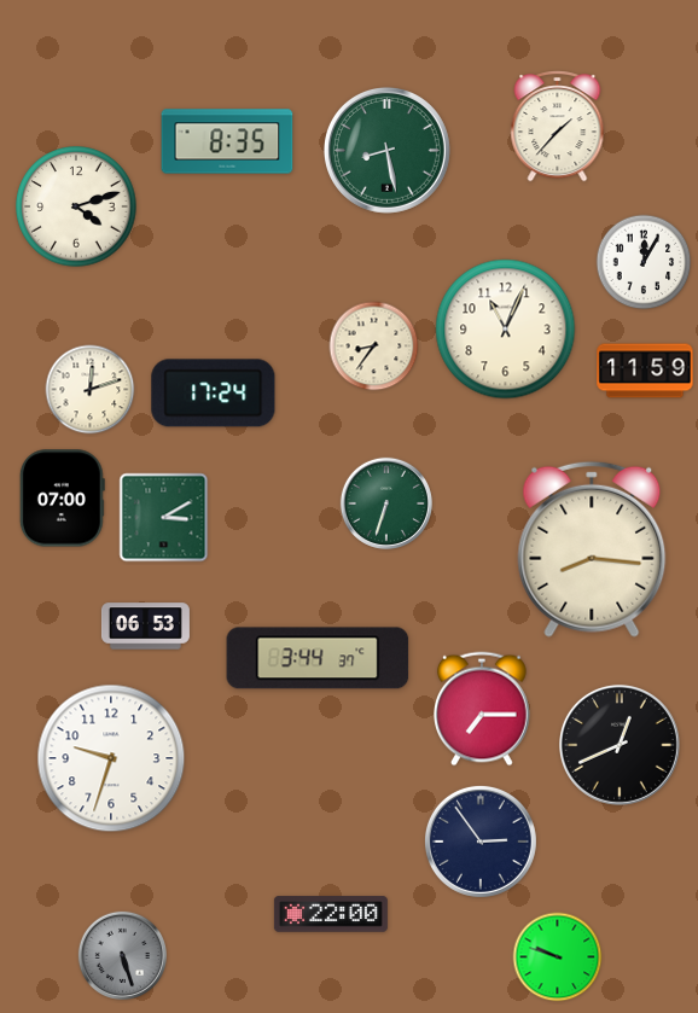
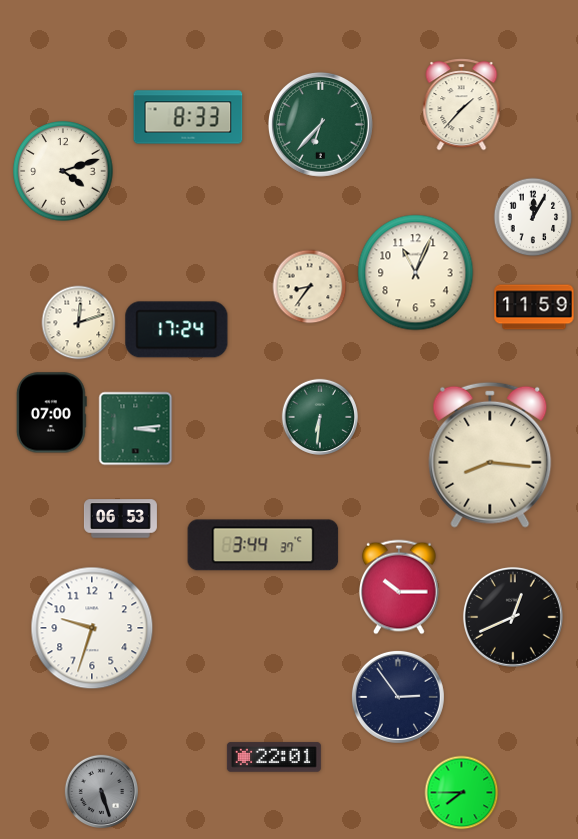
clock at (227, 141): 8:35 -> 8:33
clock at (386, 150): 8:28 -> 6:37
clock at (506, 330) position: (506, 330) -> (416, 273)
clock at (91, 390) position: (91, 390) -> (79, 323)
clock at (214, 394) position: (214, 394) -> (177, 330)
clock at (386, 503): 6:33 -> 6:31
clock at (164, 518): 3:10 -> 3:14
clock at (483, 709): 7:15 -> 10:15
clock at (331, 914): 22:00 -> 22:01
clock at (558, 957): 9:48 -> 7:45
